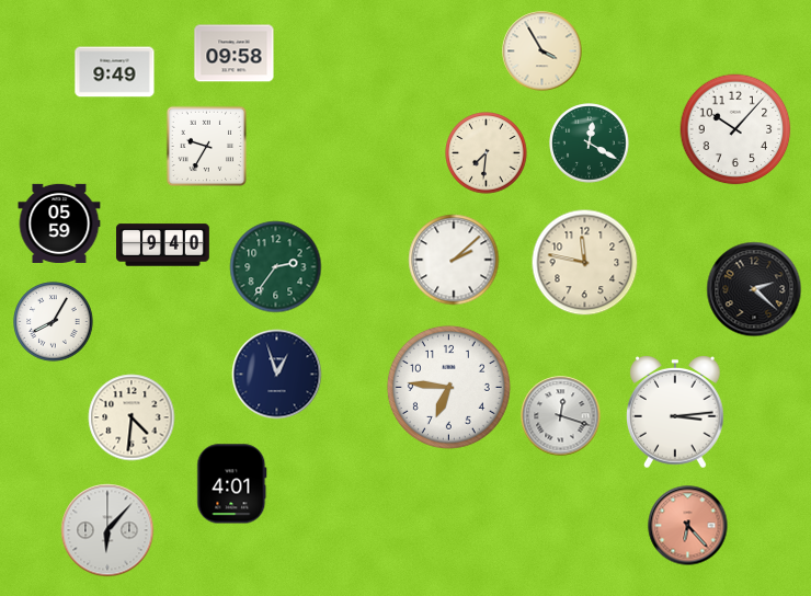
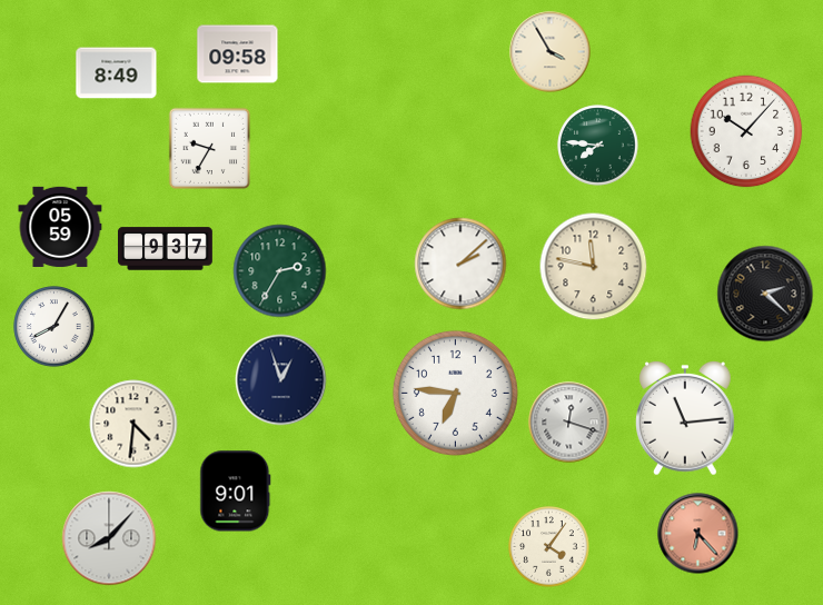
clock at (115, 72): 9:49 -> 8:49
clock at (590, 144): 12:20 -> 7:46
clock at (487, 153): 7:31 -> none
clock at (163, 245): 9:40 -> 9:37
clock at (276, 267): 2:36 -> 2:35
clock at (676, 412): 3:14 -> 11:14
clock at (232, 484): 4:01 -> 9:01
clock at (107, 530): 6:07 -> 8:07
clock at (549, 547): none -> 4:06
